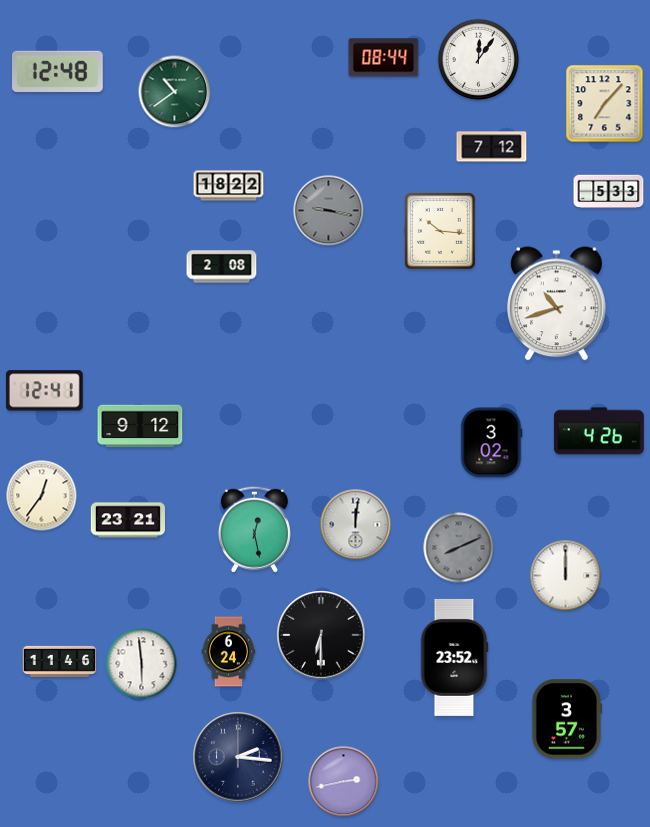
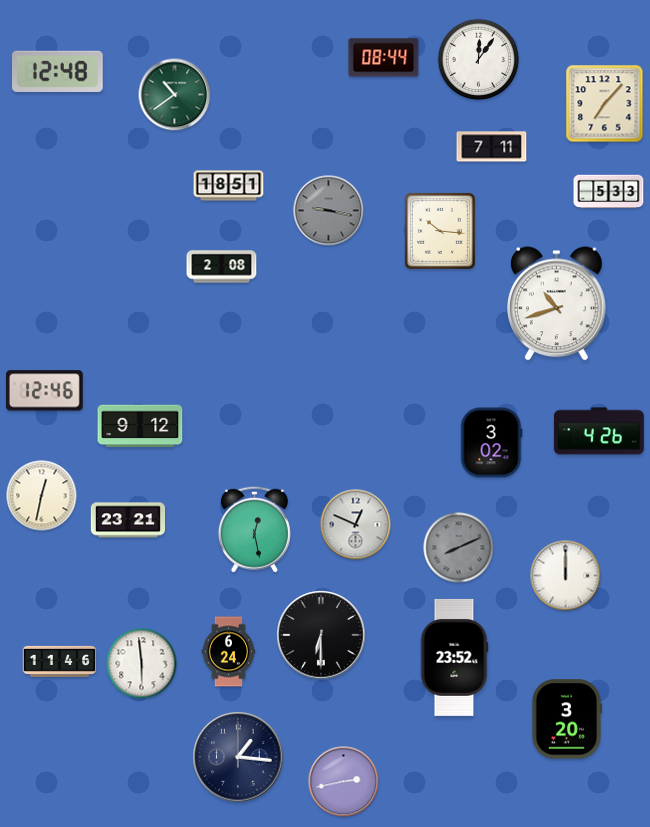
clock at (175, 92) position: (175, 92) -> (175, 95)
clock at (492, 147): 7:12 -> 7:11
clock at (229, 186): 18:22 -> 18:51
clock at (44, 391): 12:41 -> 12:46
clock at (42, 496): 12:36 -> 12:32
clock at (356, 525): 12:01 -> 12:49
clock at (566, 719): 3:57 -> 3:20
clock at (238, 757): 2:16 -> 1:16
